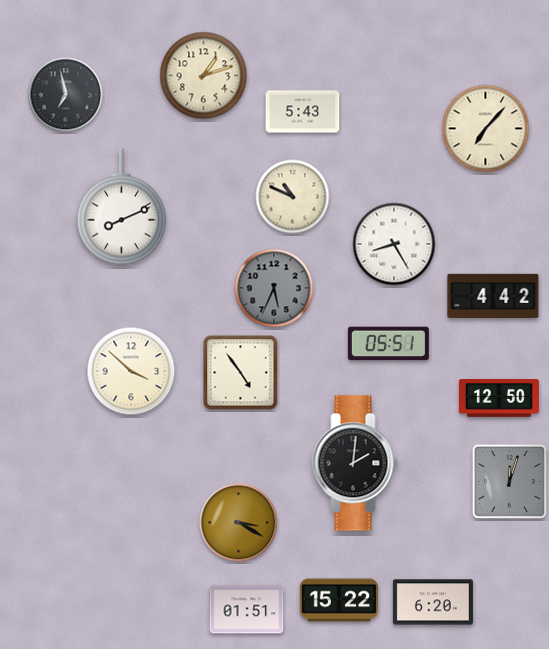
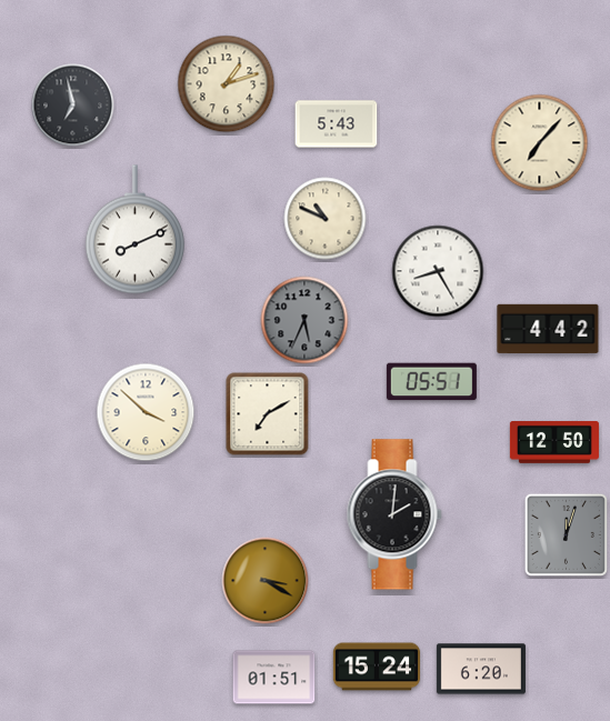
clock at (241, 373): 4:54 -> 7:10
clock at (339, 600): 15:22 -> 15:24
